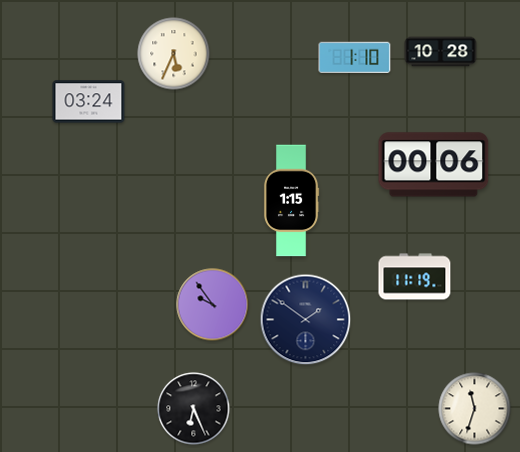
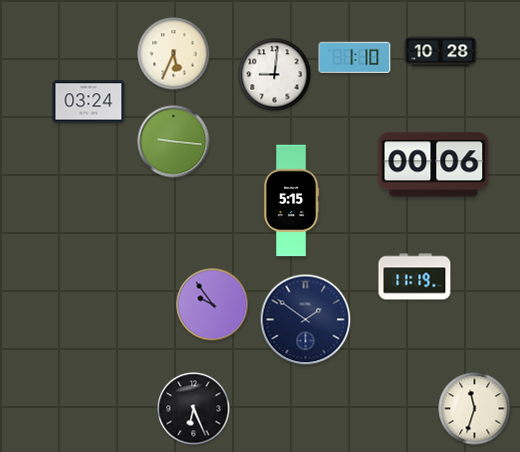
clock at (275, 75): none -> 9:01
clock at (174, 142): none -> 9:16
clock at (291, 201): 1:15 -> 5:15
